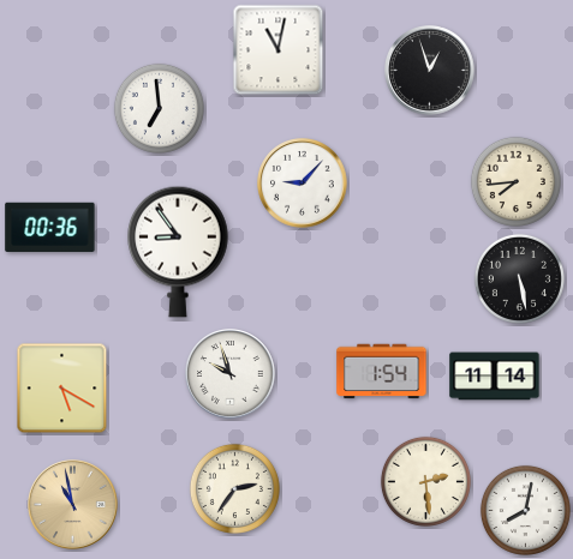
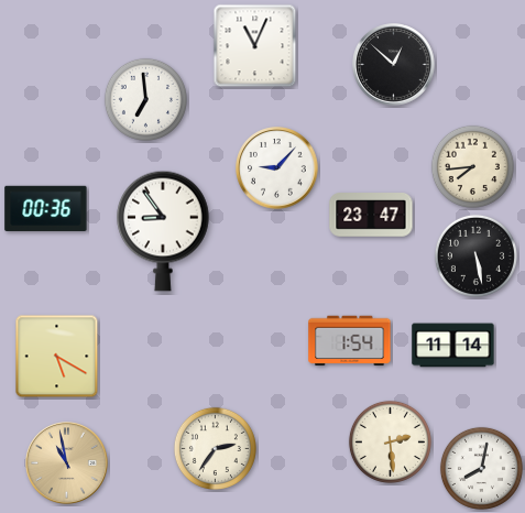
clock at (279, 50): 11:02 -> 11:04
clock at (430, 71): 12:57 -> 12:52
clock at (371, 216): none -> 23:47
clock at (231, 374): 9:57 -> none
